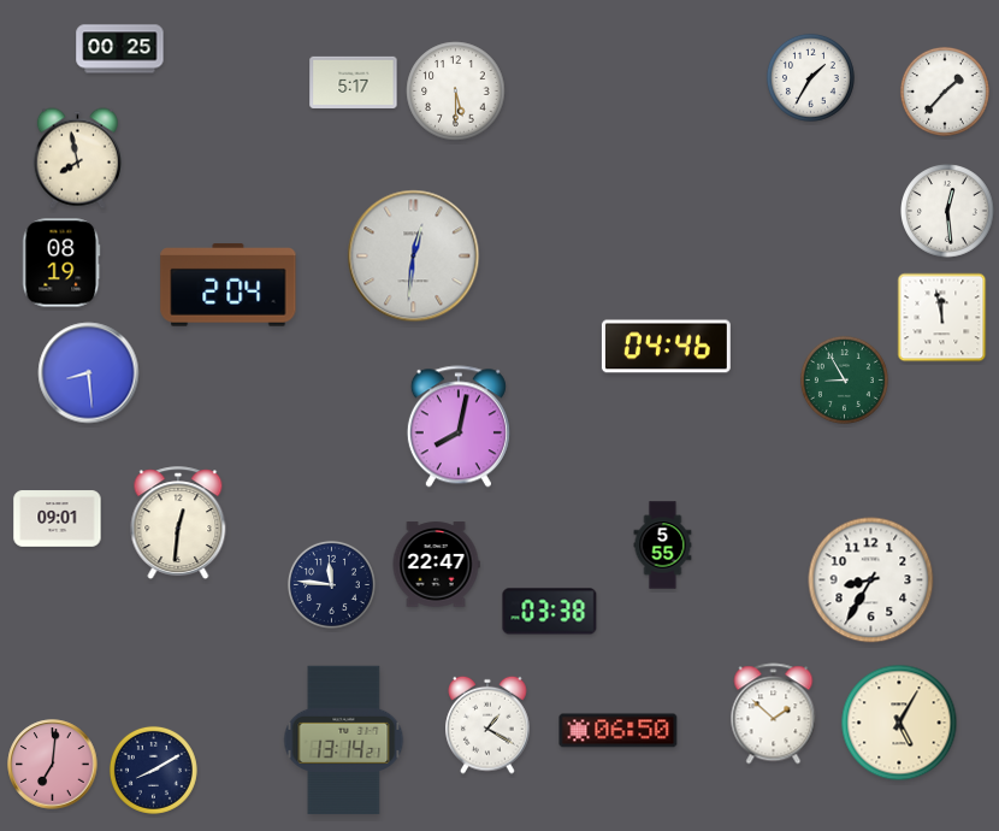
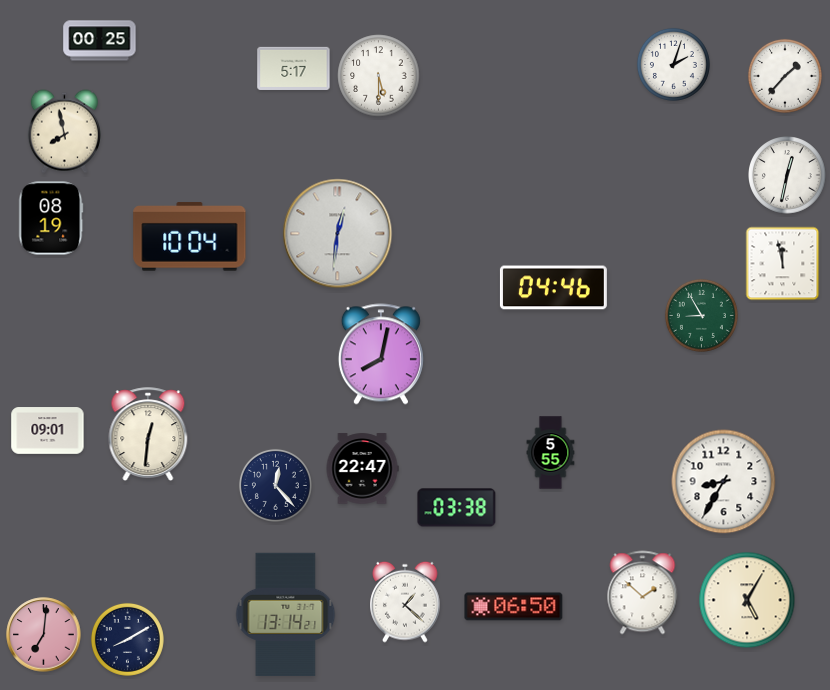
clock at (810, 77): 1:35 -> 2:03
clock at (948, 211): 12:29 -> 12:32
clock at (414, 257) position: (414, 257) -> (338, 234)
clock at (229, 285): 2:04 -> 10:04
clock at (89, 373): 8:29 -> none
clock at (331, 584): 11:46 -> 12:23
clock at (487, 725): 1:20 -> 1:22
